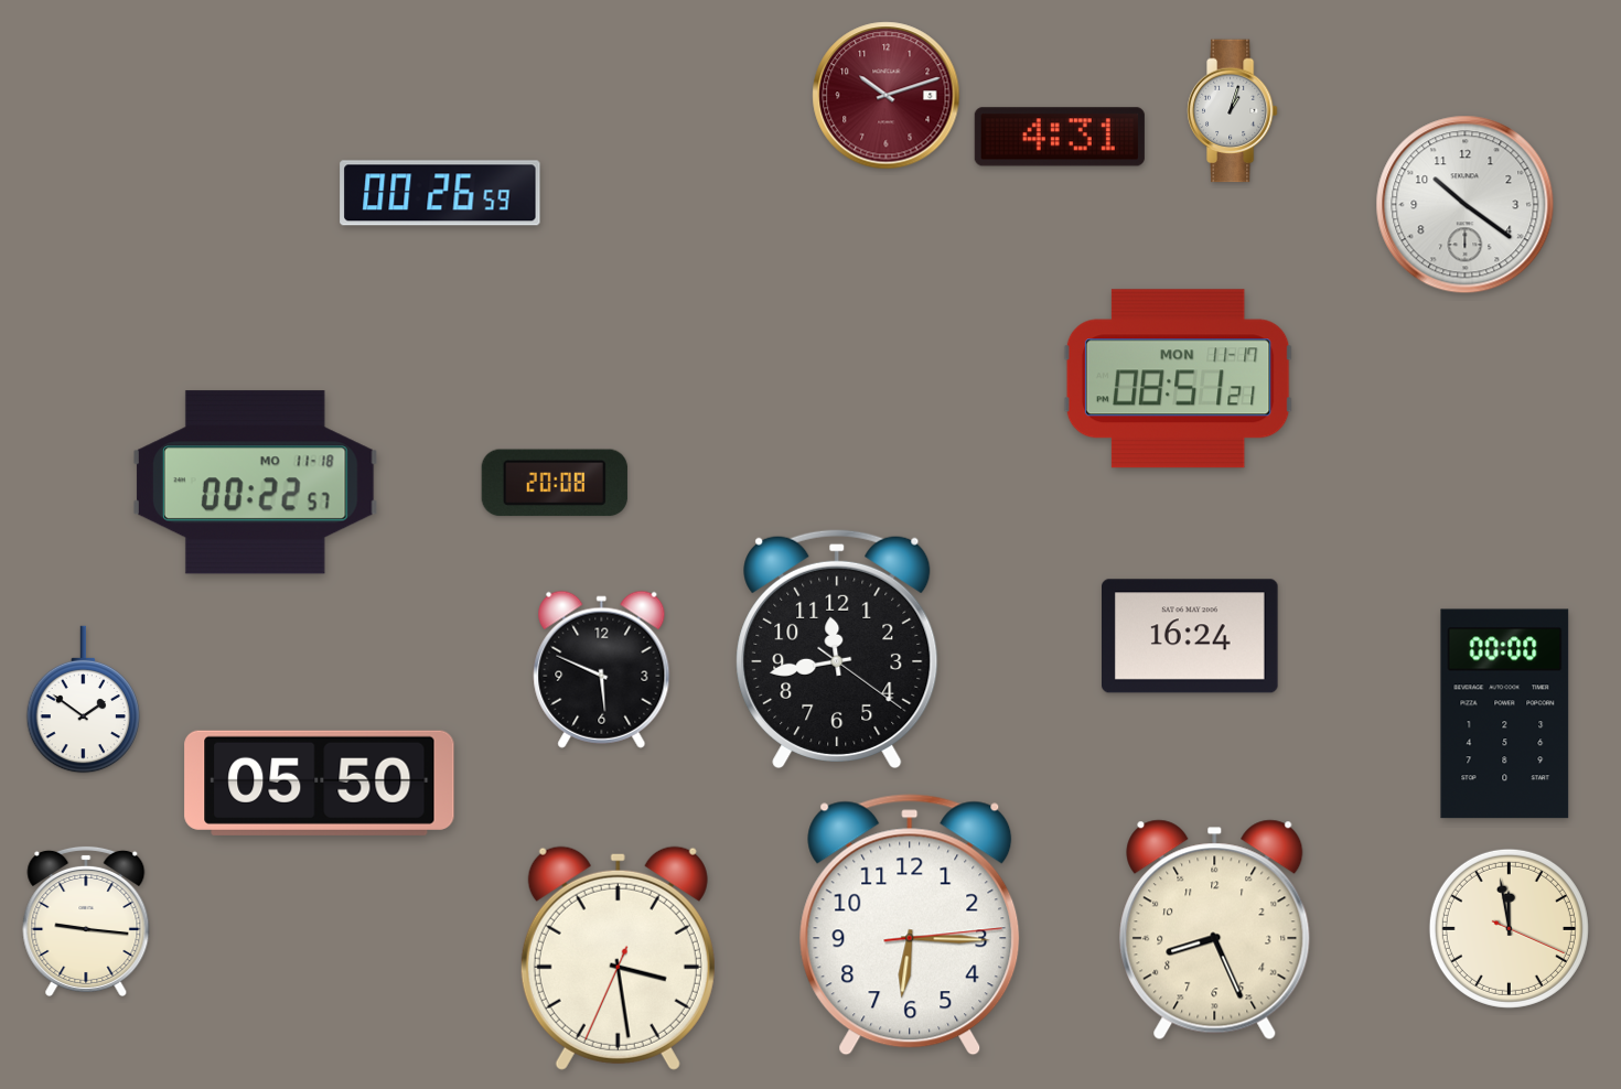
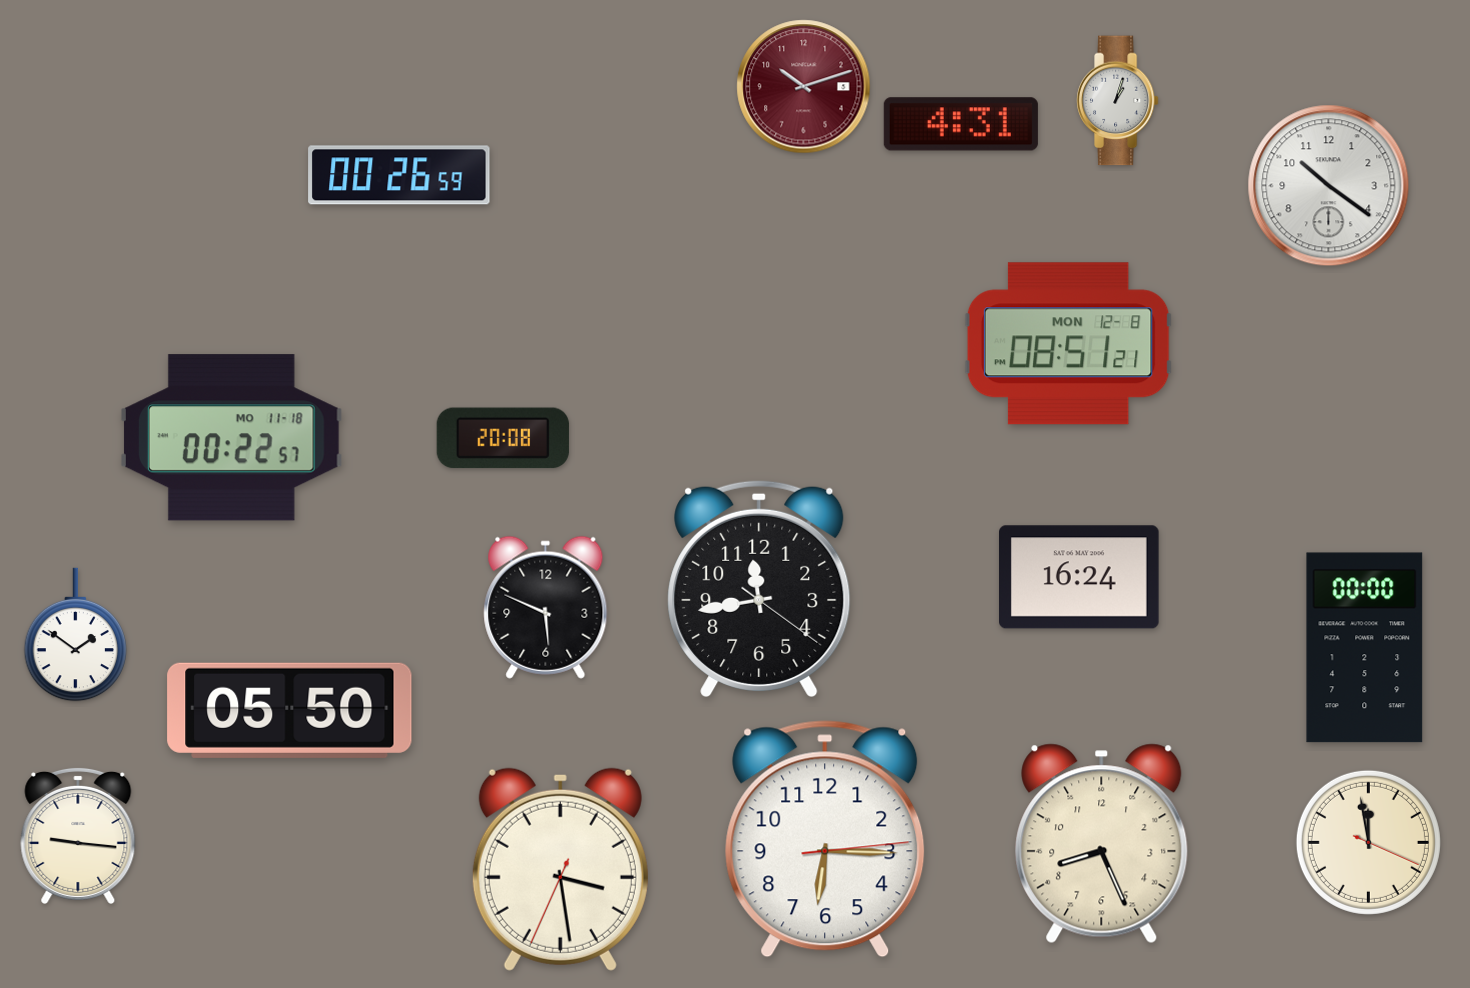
clock at (1178, 379) date: MON 11-17 -> MON 12-8
